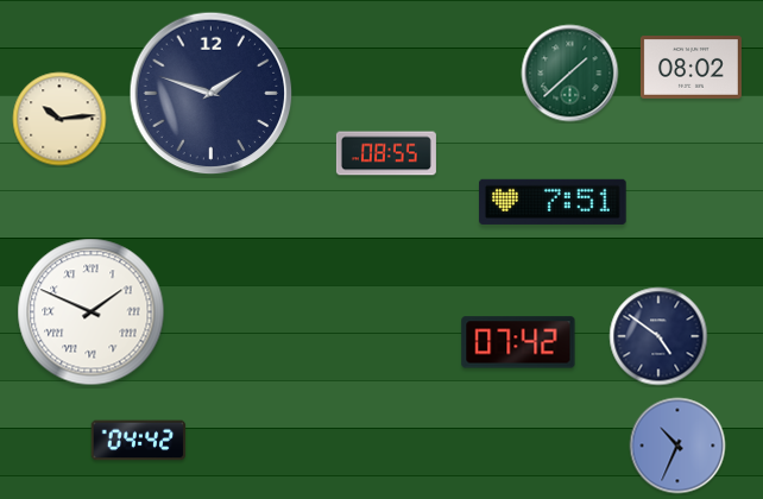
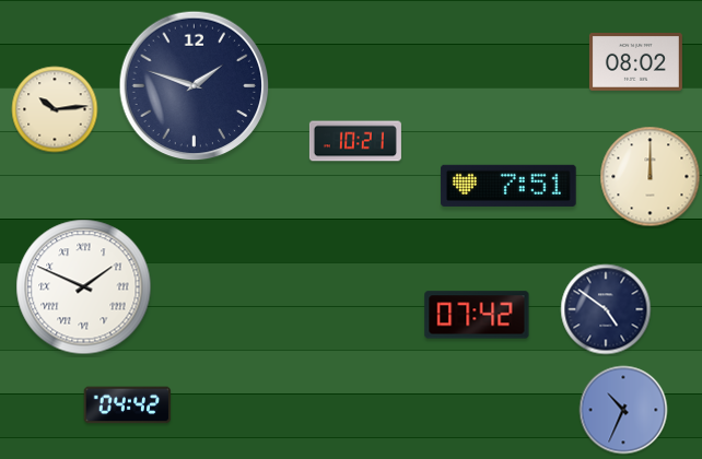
clock at (570, 74): 1:38 -> none
clock at (386, 153): 08:55 -> 10:21
clock at (651, 177): none -> 12:00
